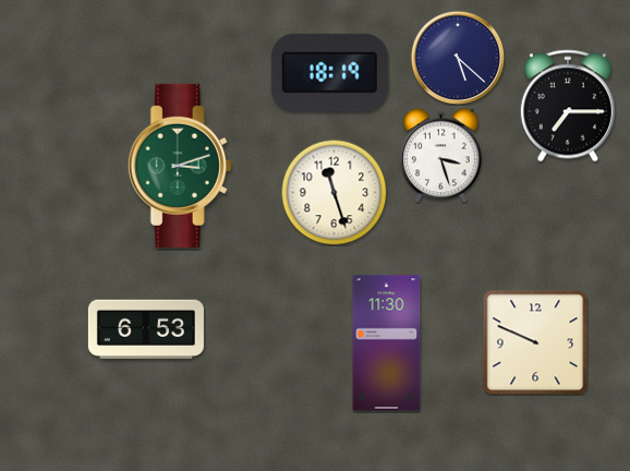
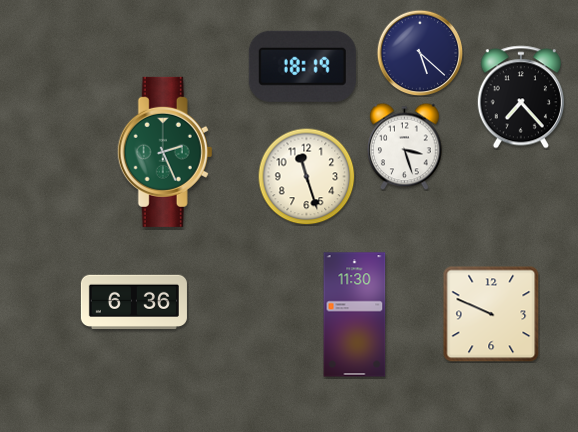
clock at (568, 106): 7:15 -> 7:23
clock at (441, 155) position: (441, 155) -> (405, 146)
clock at (180, 166): 3:12 -> 2:26
clock at (146, 329): 6:53 -> 6:36
